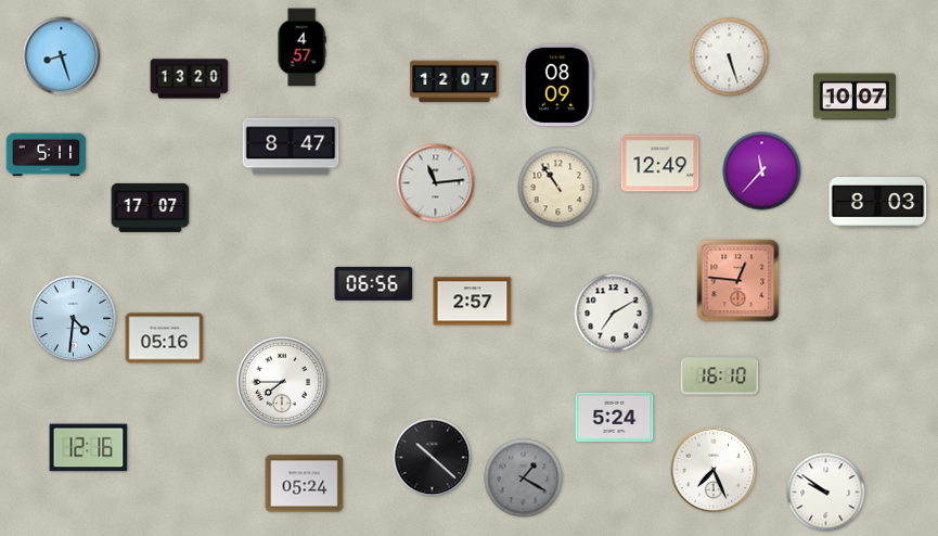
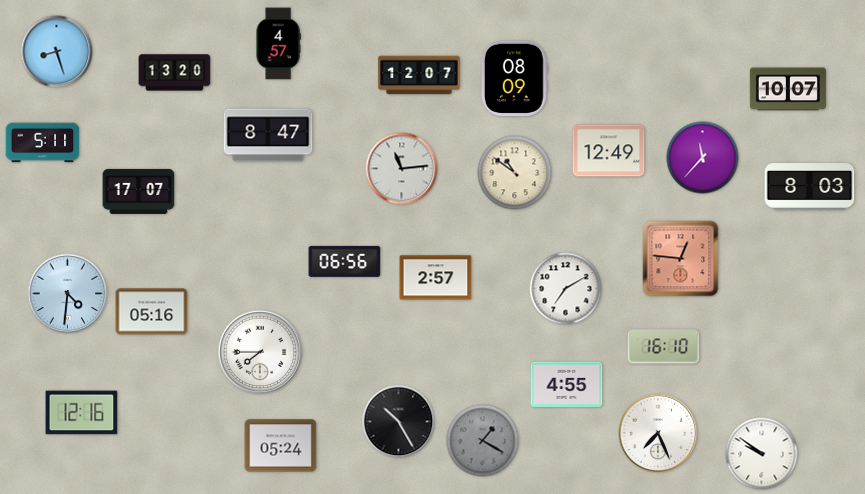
clock at (730, 58): 5:27 -> none
clock at (558, 188): 10:54 -> 10:51
clock at (615, 417): 5:24 -> 4:55
clock at (433, 458): 10:22 -> 10:25
